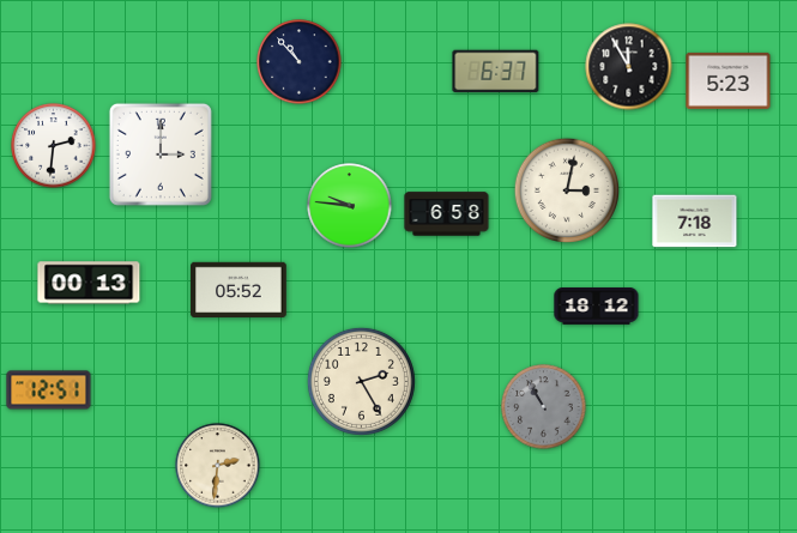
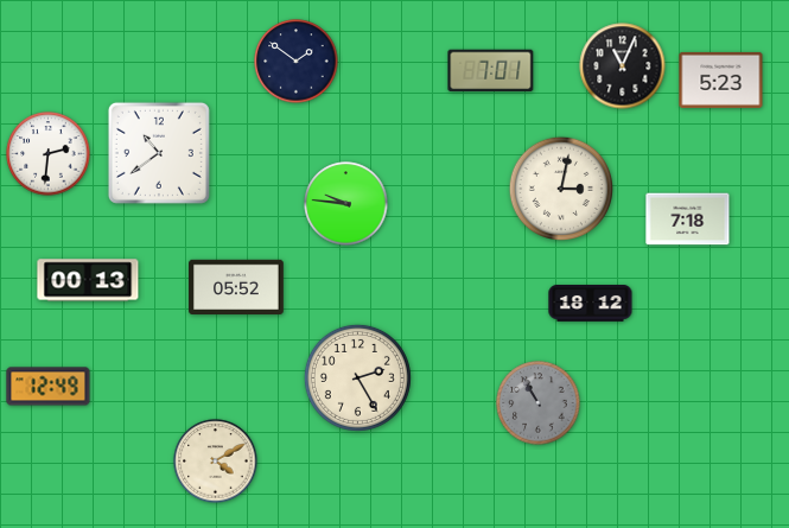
clock at (300, 62): 10:53 -> 1:51
clock at (629, 67): 11:55 -> 11:04
clock at (496, 72): 6:37 -> 7:01
clock at (54, 146) position: (54, 146) -> (49, 154)
clock at (161, 155): 3:00 -> 10:39
clock at (447, 214): 6:58 -> none
clock at (49, 390): 12:51 -> 12:49
clock at (218, 466): 2:31 -> 4:10
